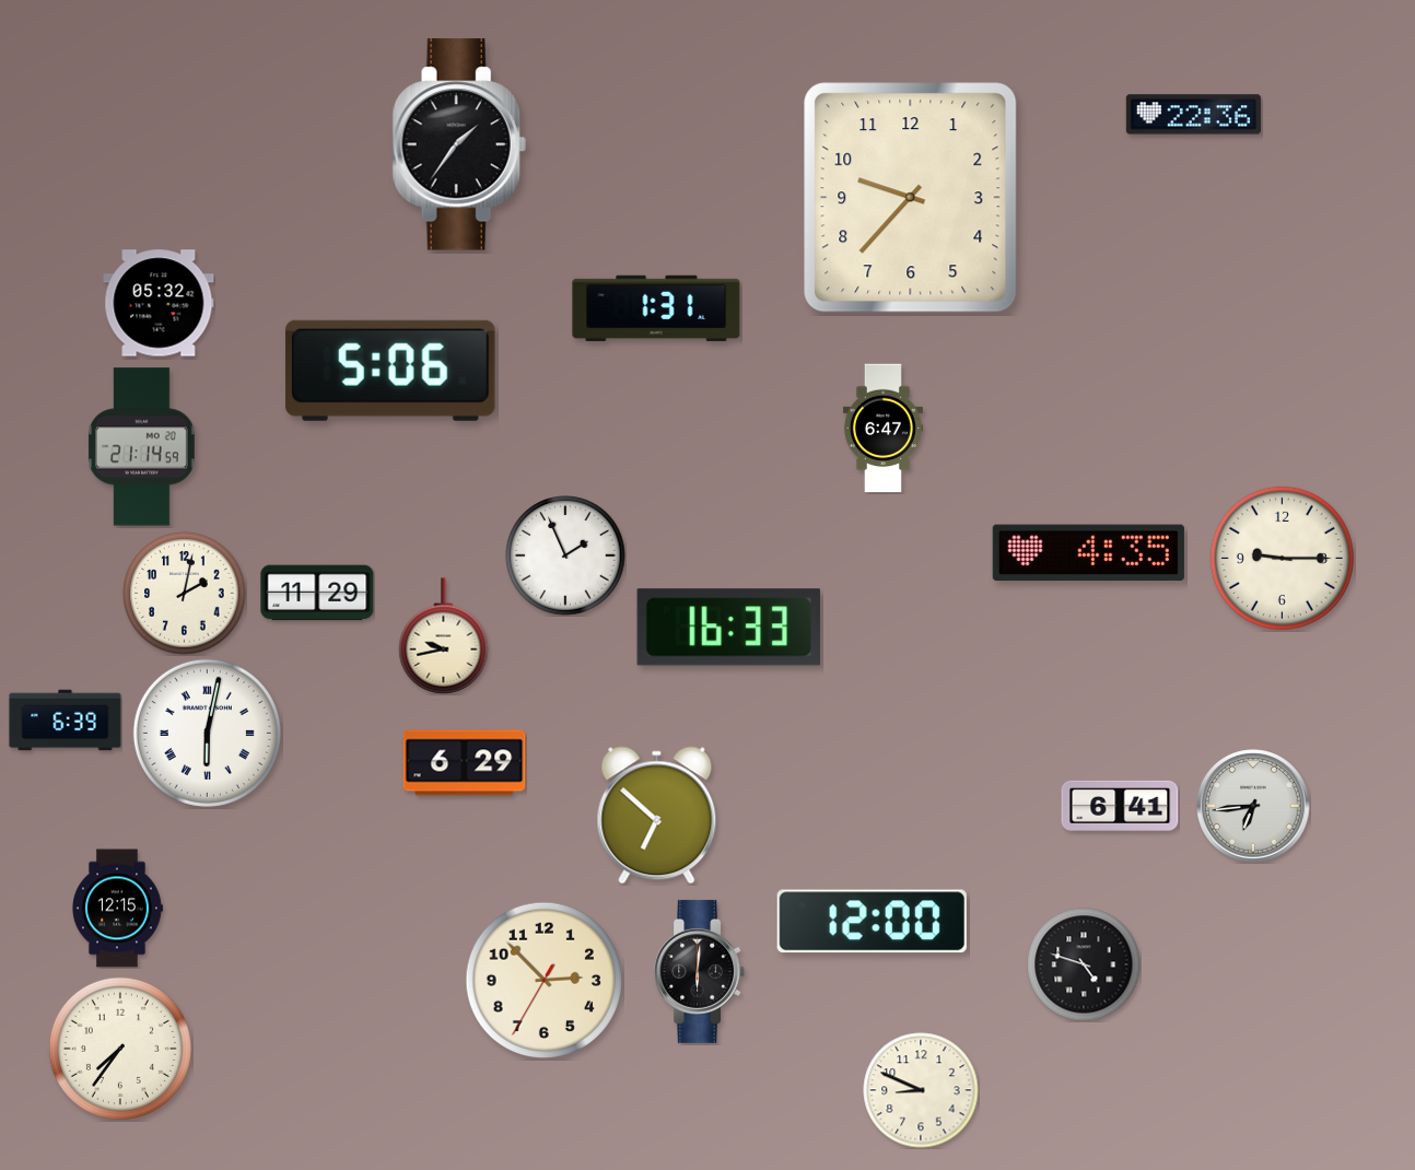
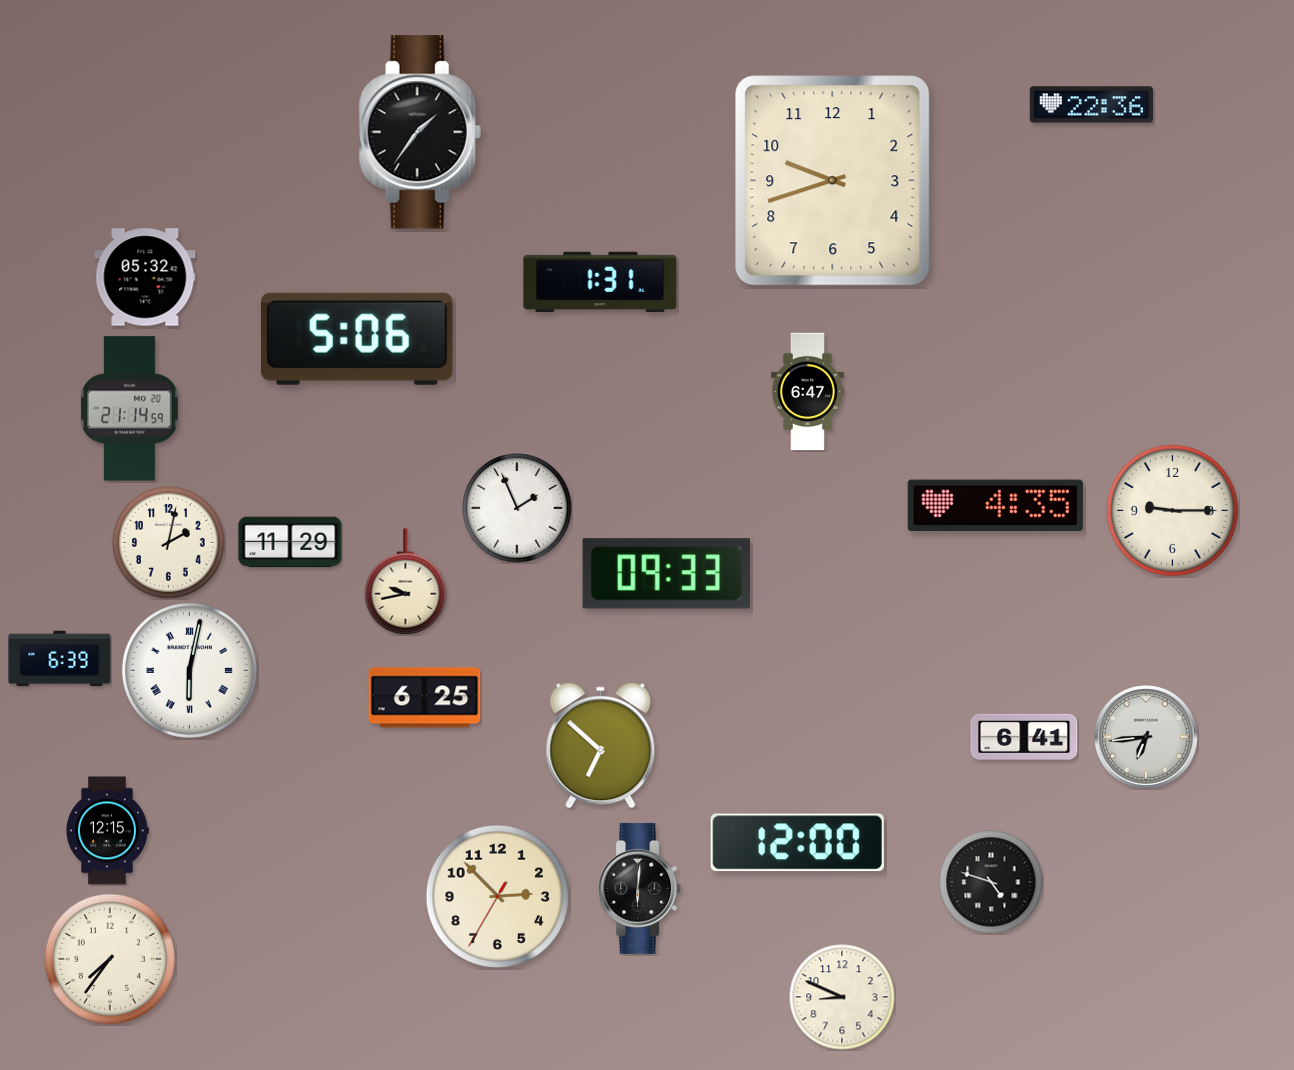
clock at (911, 198): 9:37 -> 9:42
clock at (729, 628): 16:33 -> 09:33
clock at (465, 763): 6:29 -> 6:25
